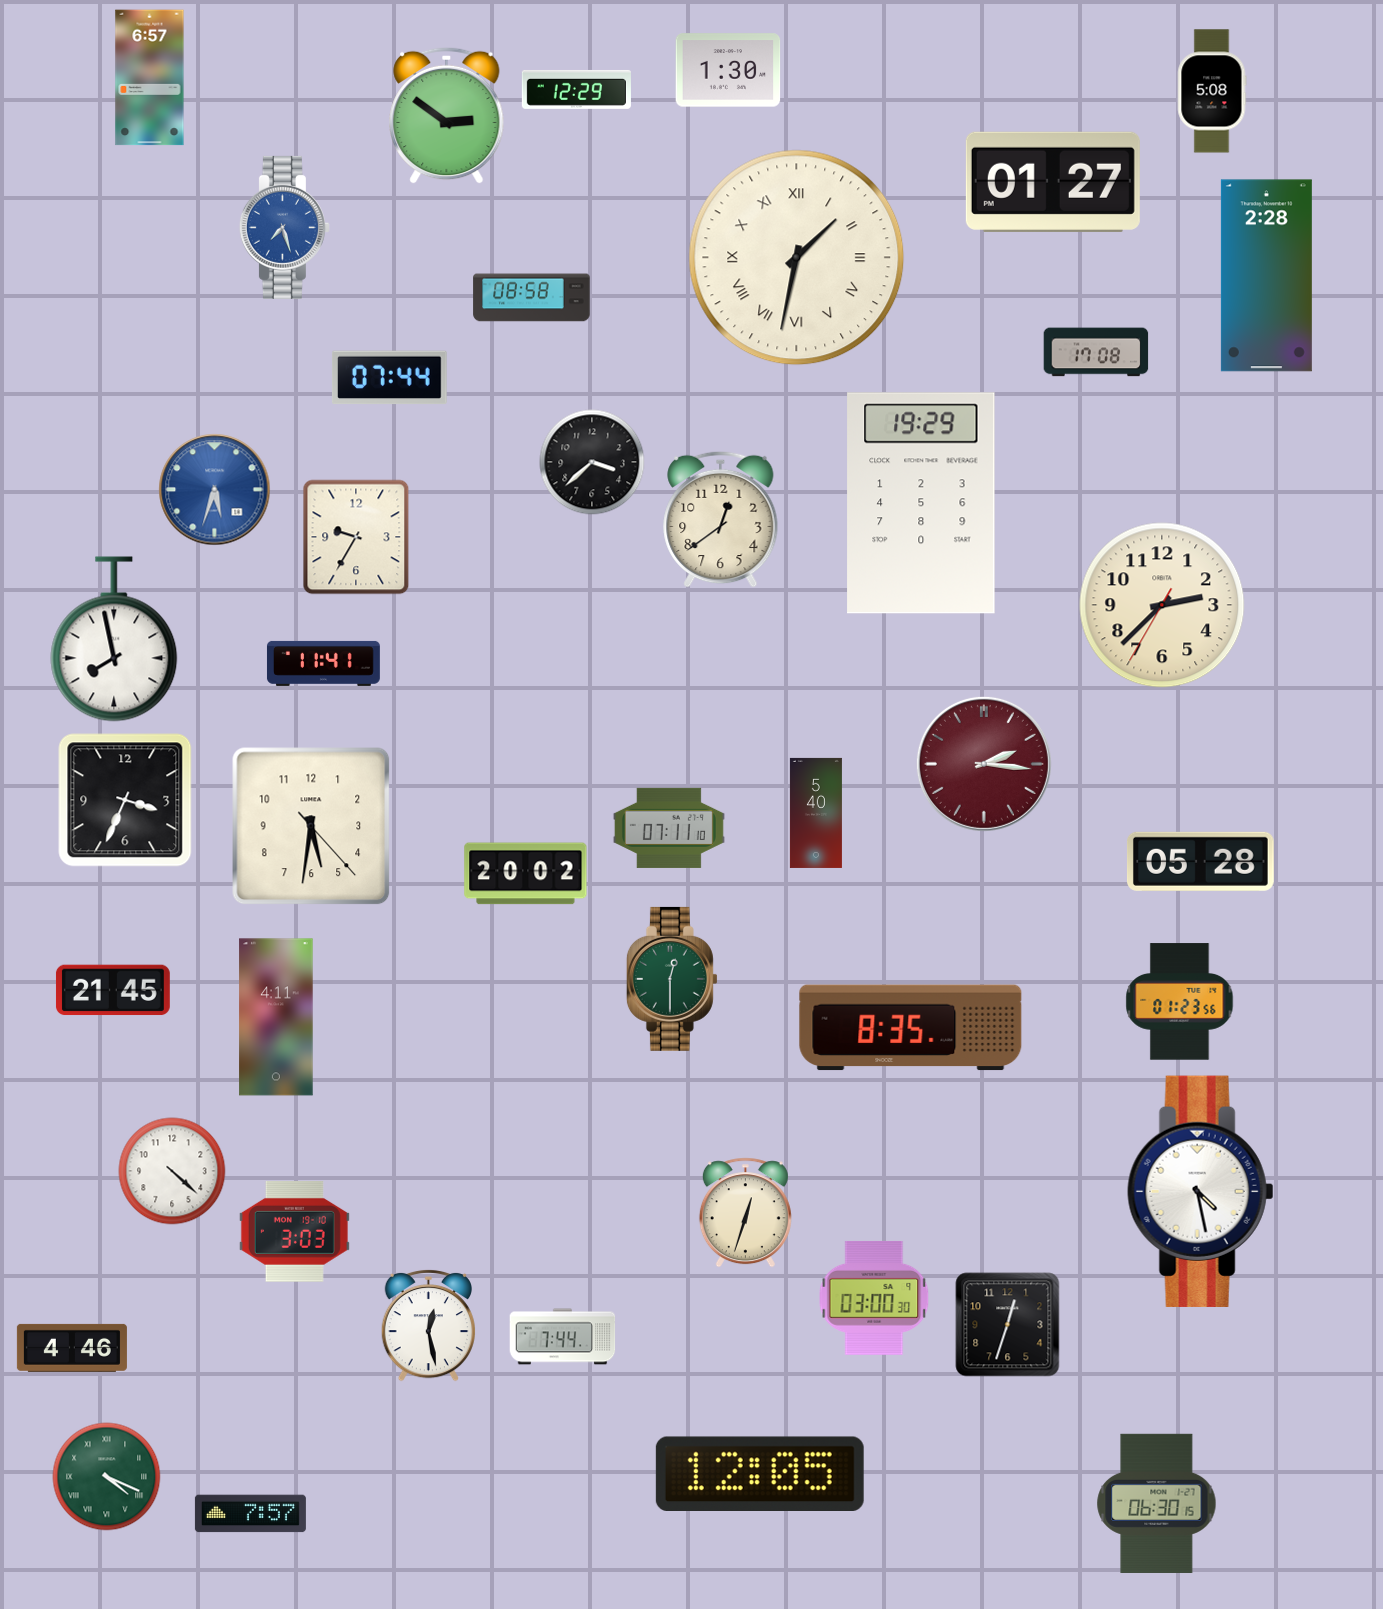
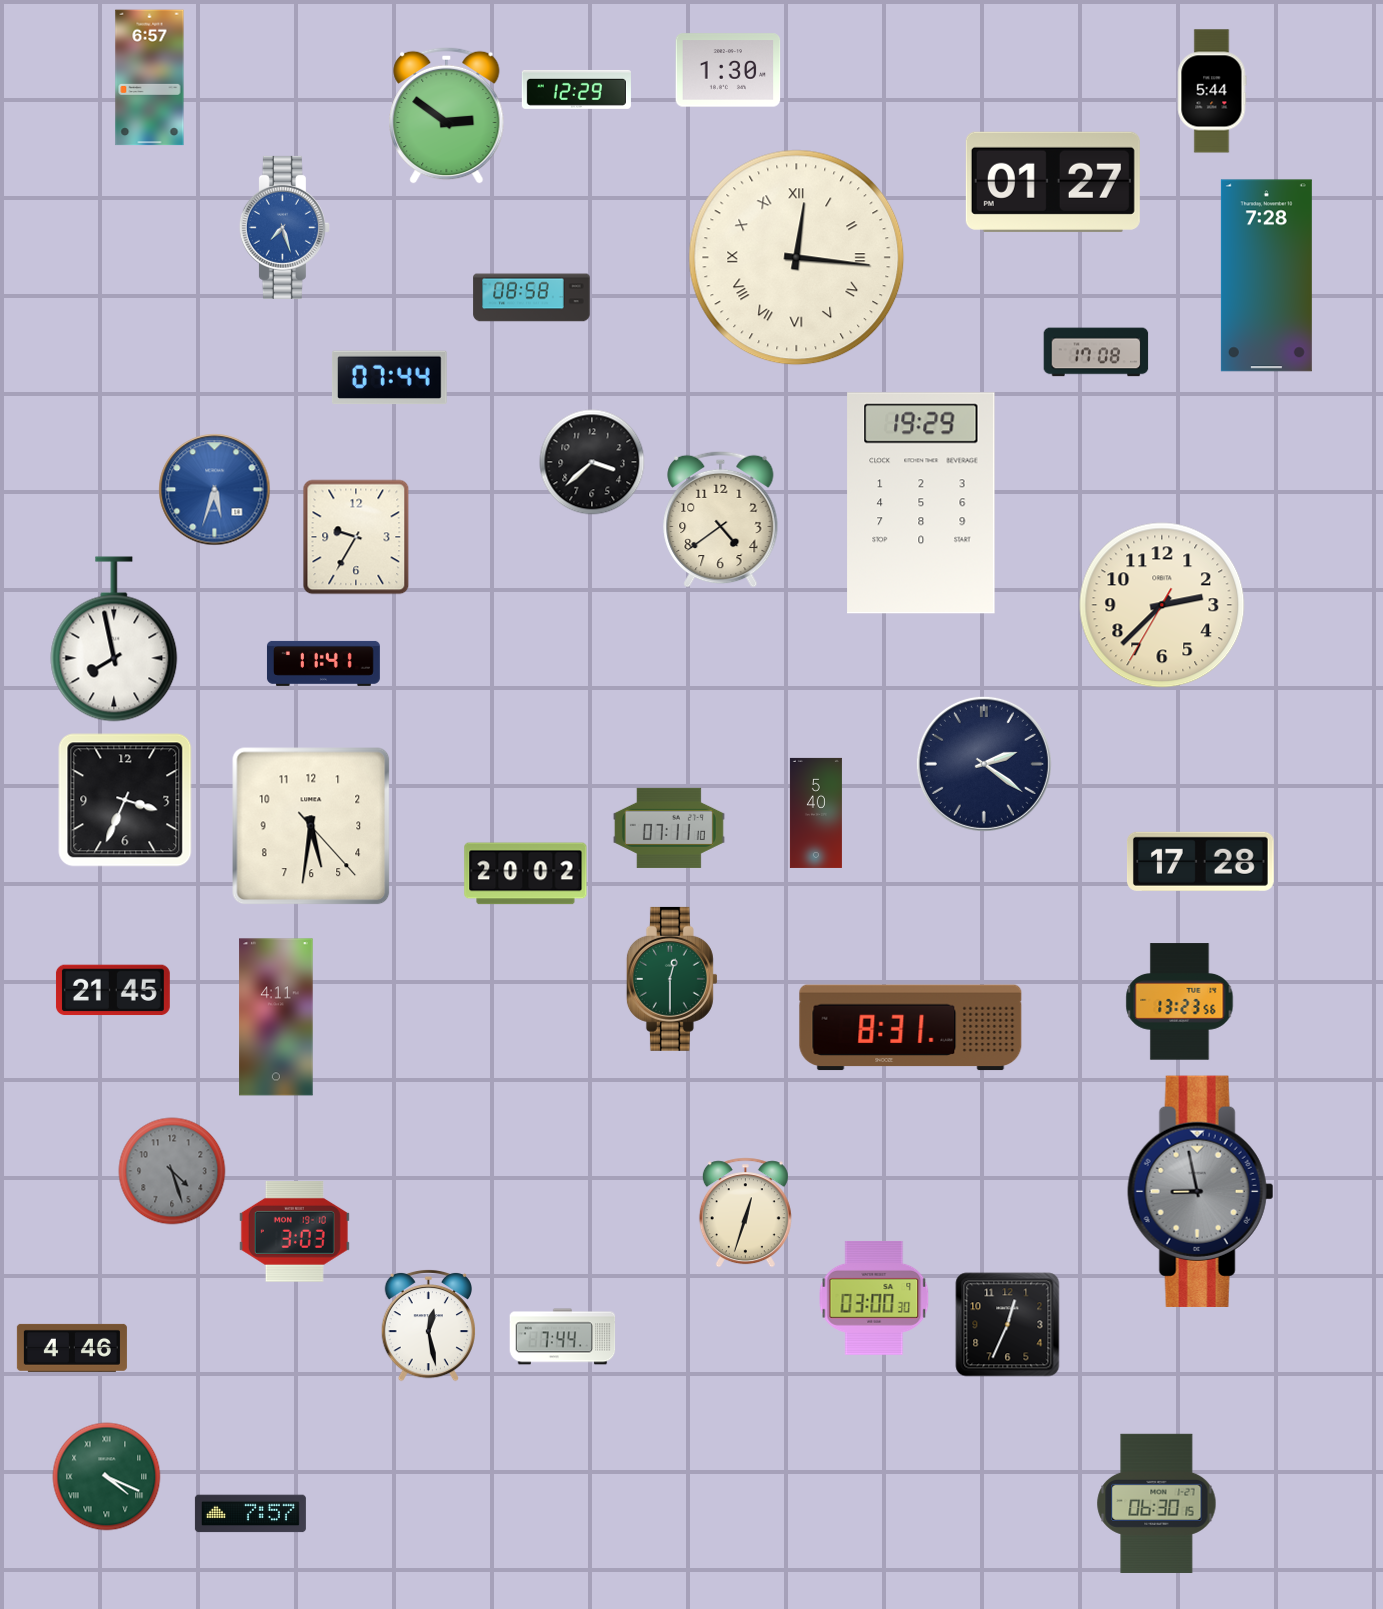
clock at (1212, 91): 5:08 -> 5:44
clock at (797, 258): 1:32 -> 12:16
clock at (1266, 276): 2:28 -> 7:28
clock at (721, 519): 12:39 -> 4:39
clock at (984, 764): 2:16 -> 2:21
clock at (984, 764) dial: burgundy -> navy
clock at (1200, 861): 05:28 -> 17:28
clock at (1180, 1002): 01:23 -> 13:23
clock at (911, 1028): 8:35 -> 8:31
clock at (172, 1171): 4:22 -> 4:27
clock at (172, 1171) dial: white -> grey
clock at (1201, 1191): 4:28 -> 8:58
clock at (1201, 1191) dial: white -> grey
clock at (1008, 1325): 12:33 -> 12:34
clock at (760, 1474): 12:05 -> none
